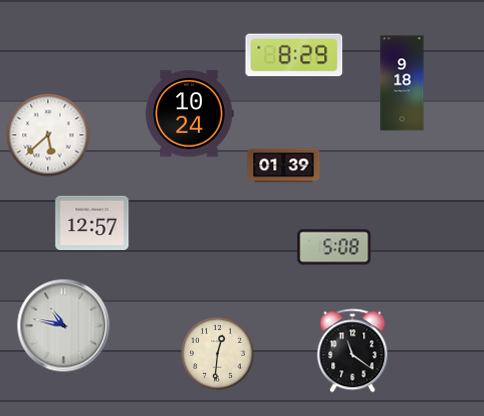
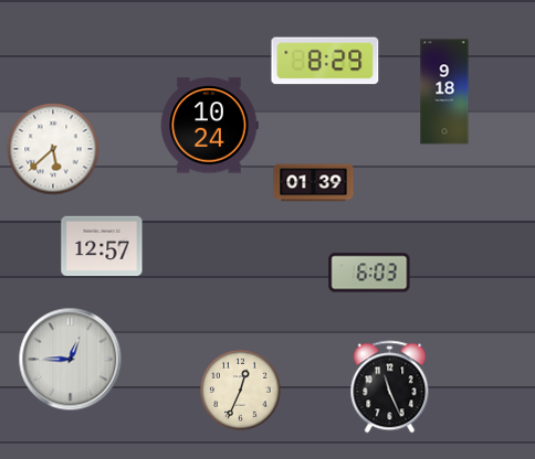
clock at (334, 247): 5:08 -> 6:03
clock at (64, 326): 10:47 -> 12:45
clock at (353, 351): 11:21 -> 11:26
clock at (218, 354): 12:31 -> 12:34
